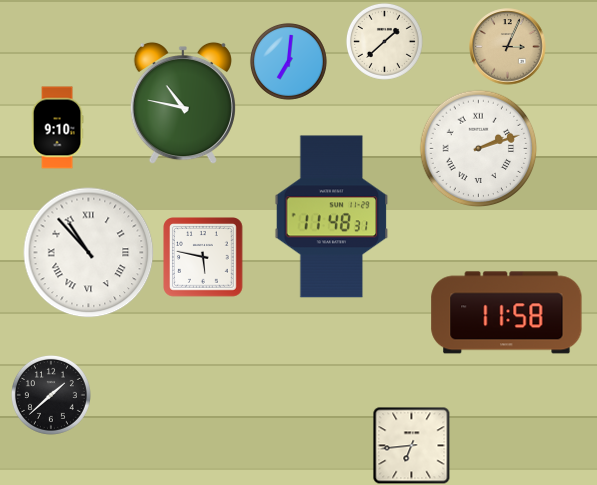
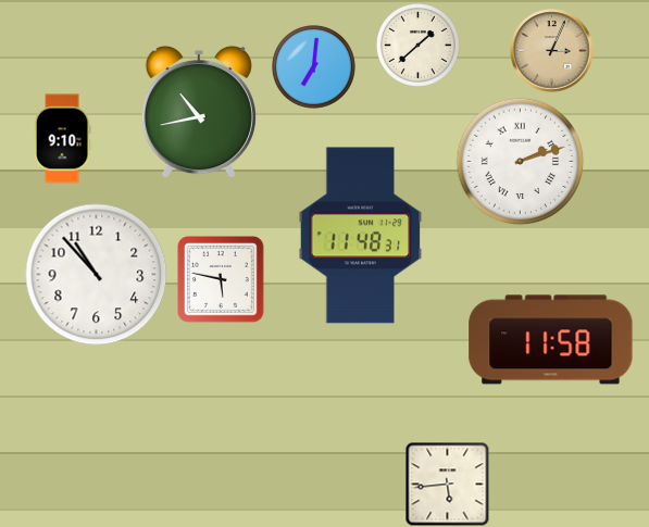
clock at (183, 103): 10:47 -> 10:43
clock at (89, 253) numerals: Roman -> Arabic
clock at (51, 395): 1:38 -> none
clock at (411, 445): 6:44 -> 5:44
